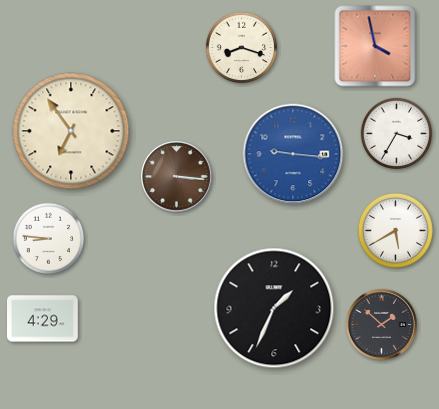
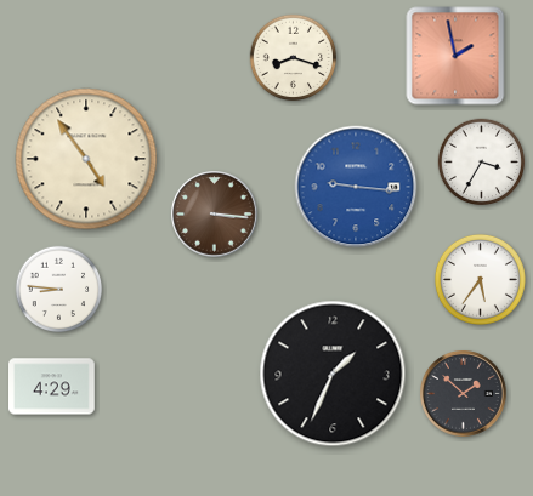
clock at (375, 46): 3:58 -> 1:58
clock at (71, 131): 6:54 -> 4:54
clock at (395, 230): 5:40 -> 5:36
